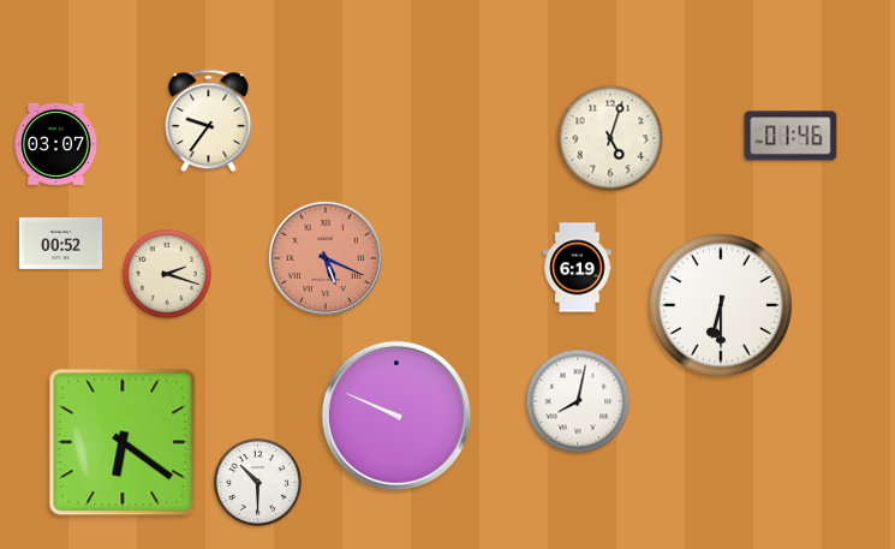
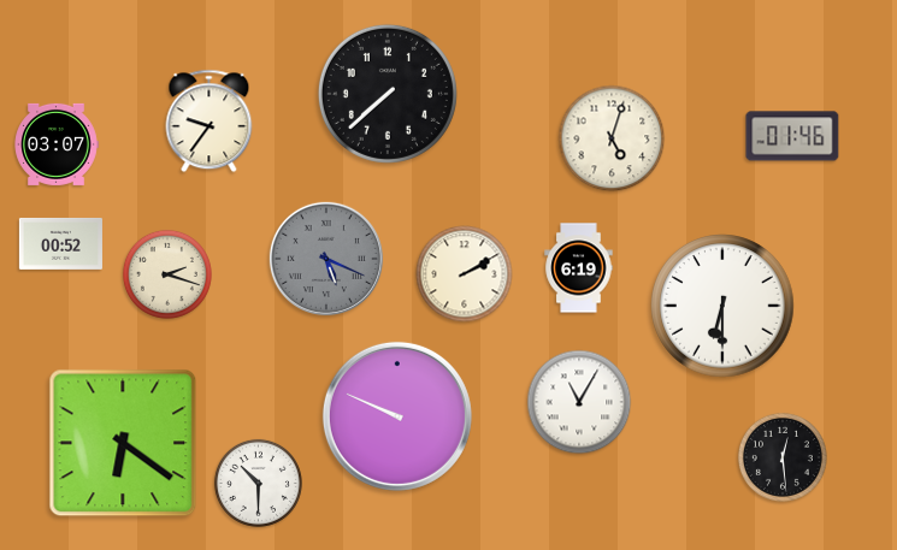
clock at (388, 94): none -> 7:38
clock at (326, 258) dial: salmon -> grey
clock at (465, 274): none -> 2:10
clock at (578, 401): 8:02 -> 11:05
clock at (783, 457): none -> 12:29
